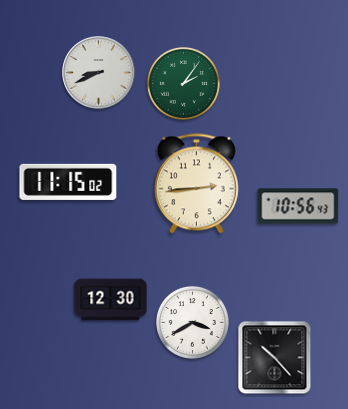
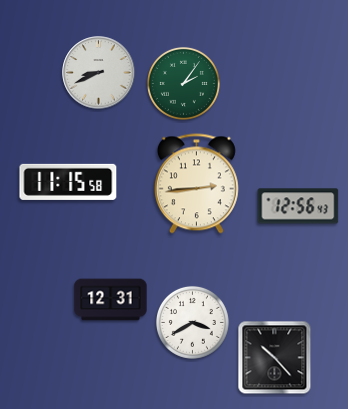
clock at (68, 182): 11:15:02 -> 11:15:58
clock at (298, 206): 10:56 -> 12:56
clock at (111, 300): 12:30 -> 12:31
